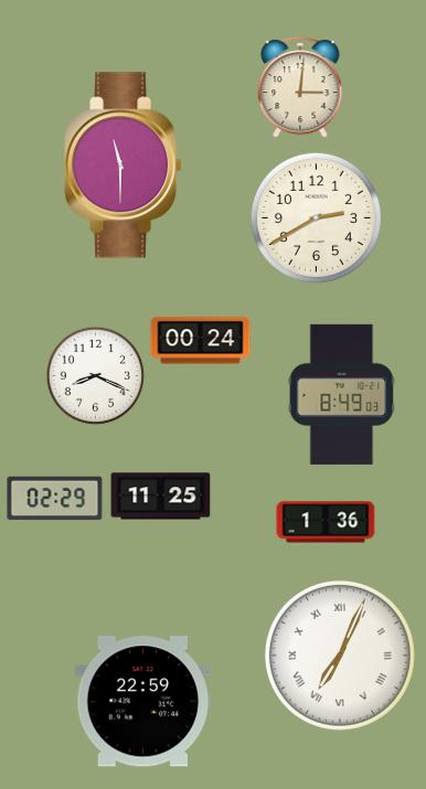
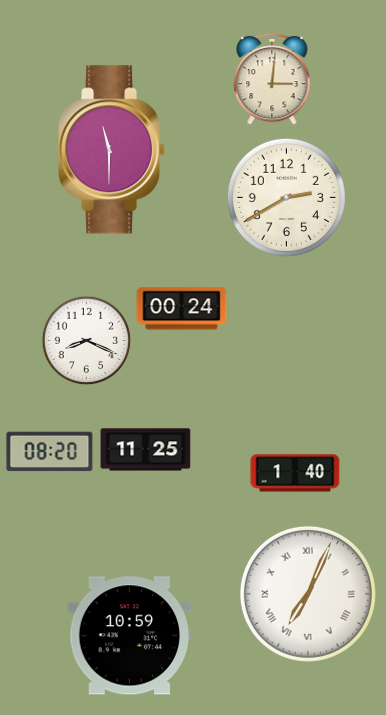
clock at (342, 394): 8:49 -> none
clock at (55, 499): 02:29 -> 08:20
clock at (326, 522): 1:36 -> 1:40
clock at (142, 702): 22:59 -> 10:59
